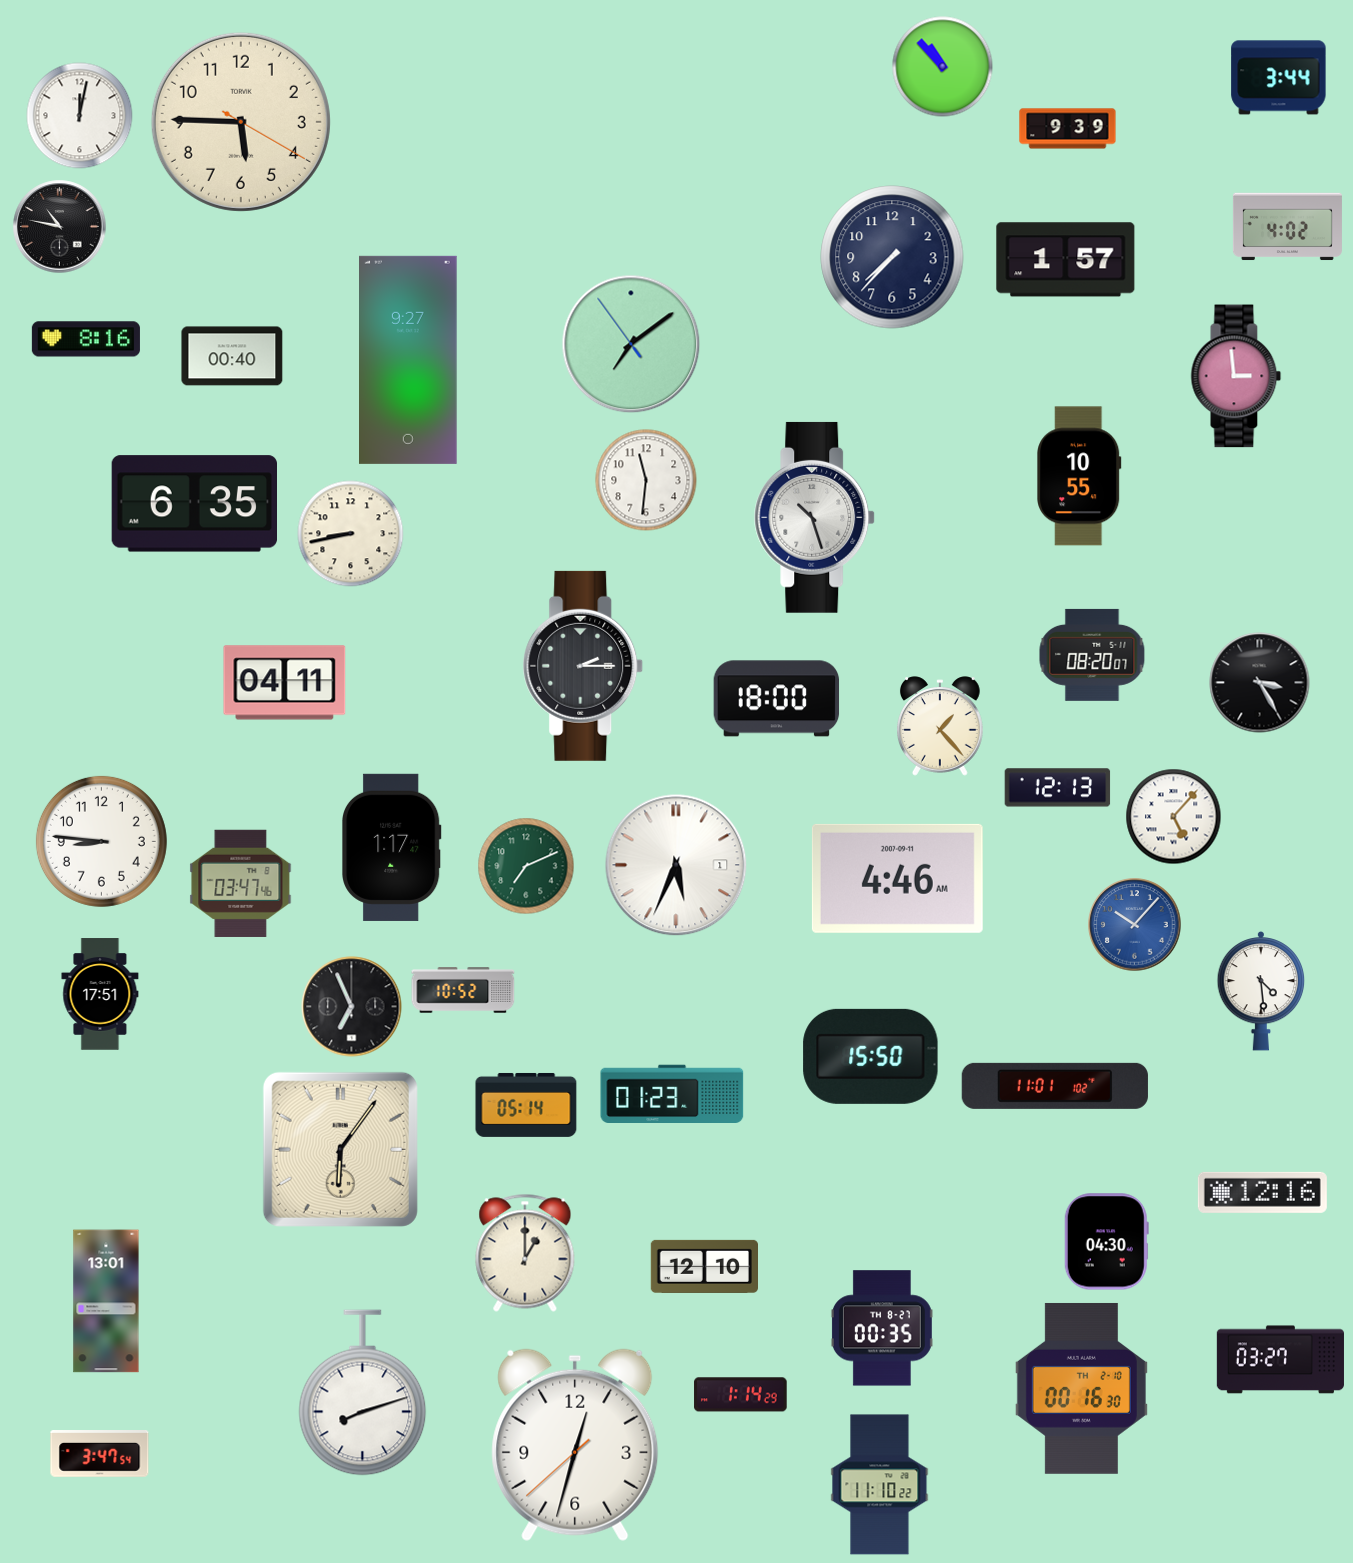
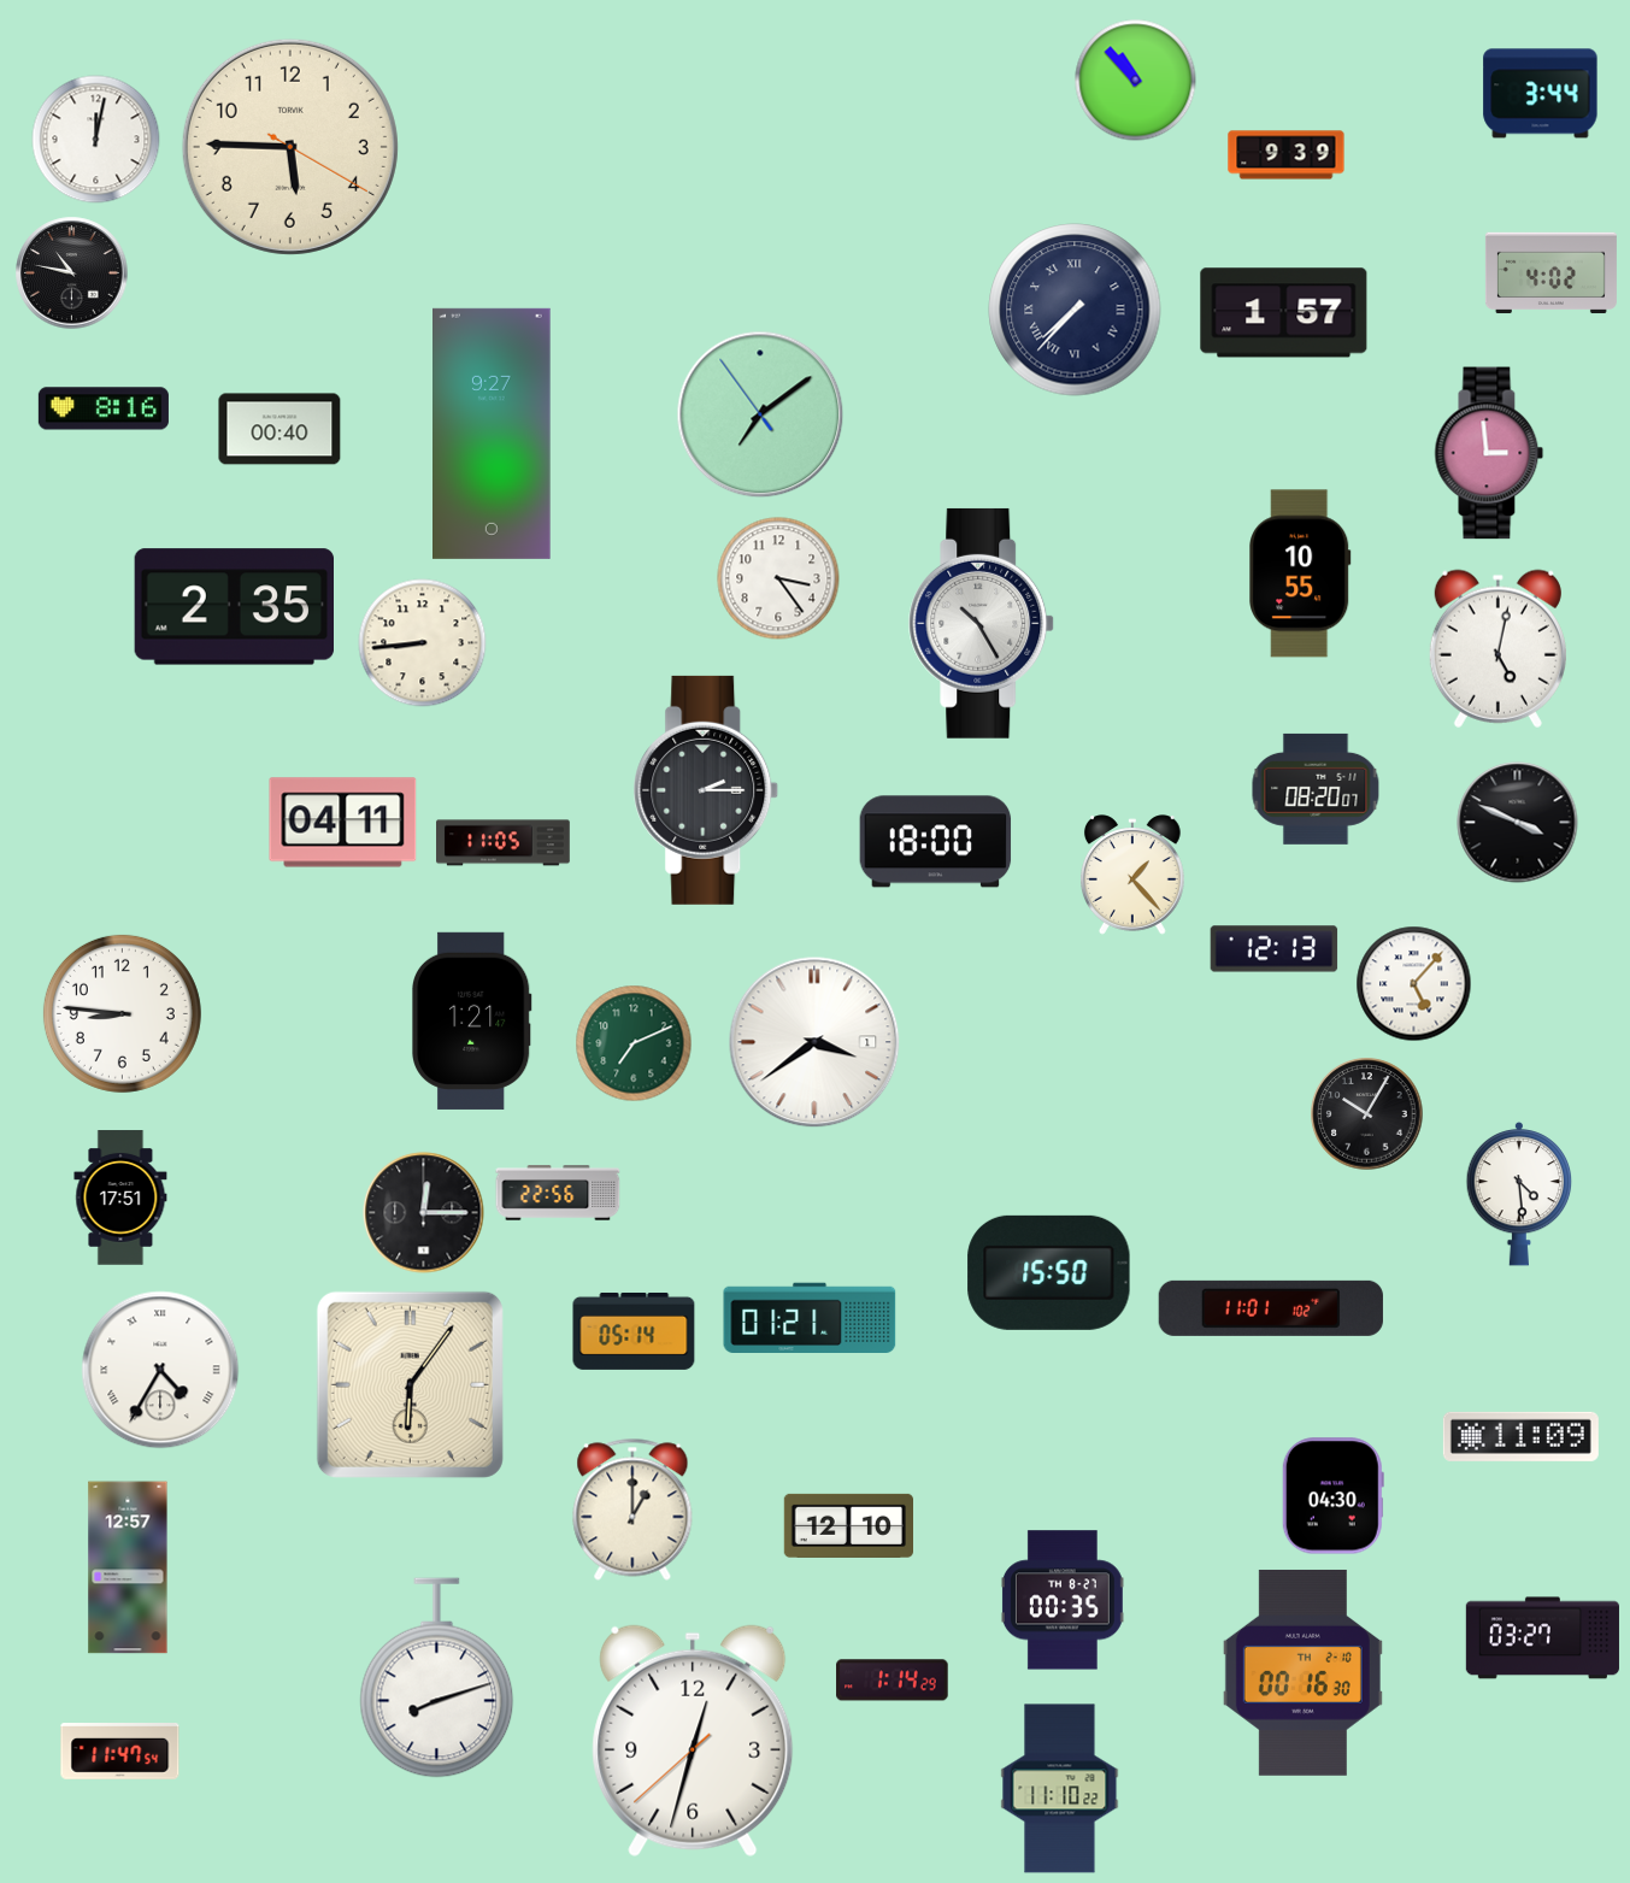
clock at (892, 257) numerals: Arabic -> Roman
clock at (646, 480): 11:31 -> 3:24
clock at (194, 504): 6:35 -> 2:35
clock at (815, 517): 10:27 -> 10:25
clock at (351, 534): 8:43 -> 8:44
clock at (1497, 648): none -> 5:02
clock at (583, 666) position: (583, 666) -> (706, 790)
clock at (1260, 683): 3:25 -> 3:49
clock at (504, 843): none -> 11:05
clock at (392, 847): 1:17 -> 1:21
clock at (676, 865): 5:34 -> 3:39
clock at (897, 878): 4:46 -> none
clock at (241, 883): 03:47 -> none
clock at (1135, 925): 10:07 -> 10:05
clock at (1135, 925) dial: blue -> black
clock at (463, 990): 10:52 -> 22:56
clock at (352, 1007): 6:56 -> 12:15
clock at (672, 1093): 01:23 -> 01:21
clock at (160, 1370): none -> 4:35
clock at (1262, 1192): 12:16 -> 11:09
clock at (106, 1301): 13:01 -> 12:57
clock at (100, 1454): 3:47 -> 11:47
